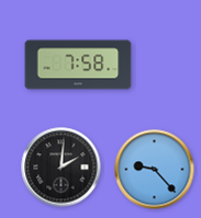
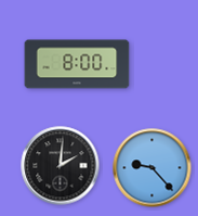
clock at (78, 65): 7:58 -> 8:00
